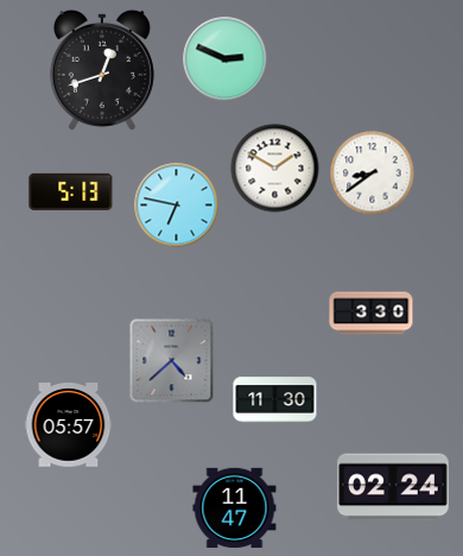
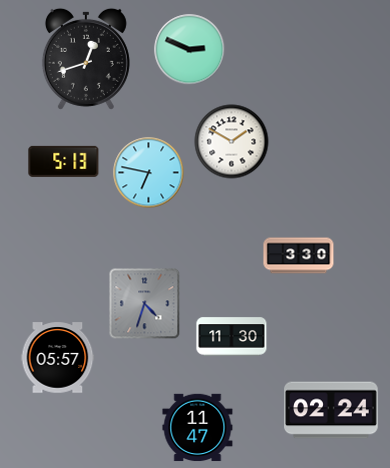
clock at (373, 173): 8:39 -> none
clock at (71, 191) position: (71, 191) -> (64, 161)
clock at (372, 314) position: (372, 314) -> (299, 256)
clock at (172, 361): 4:38 -> 4:33
